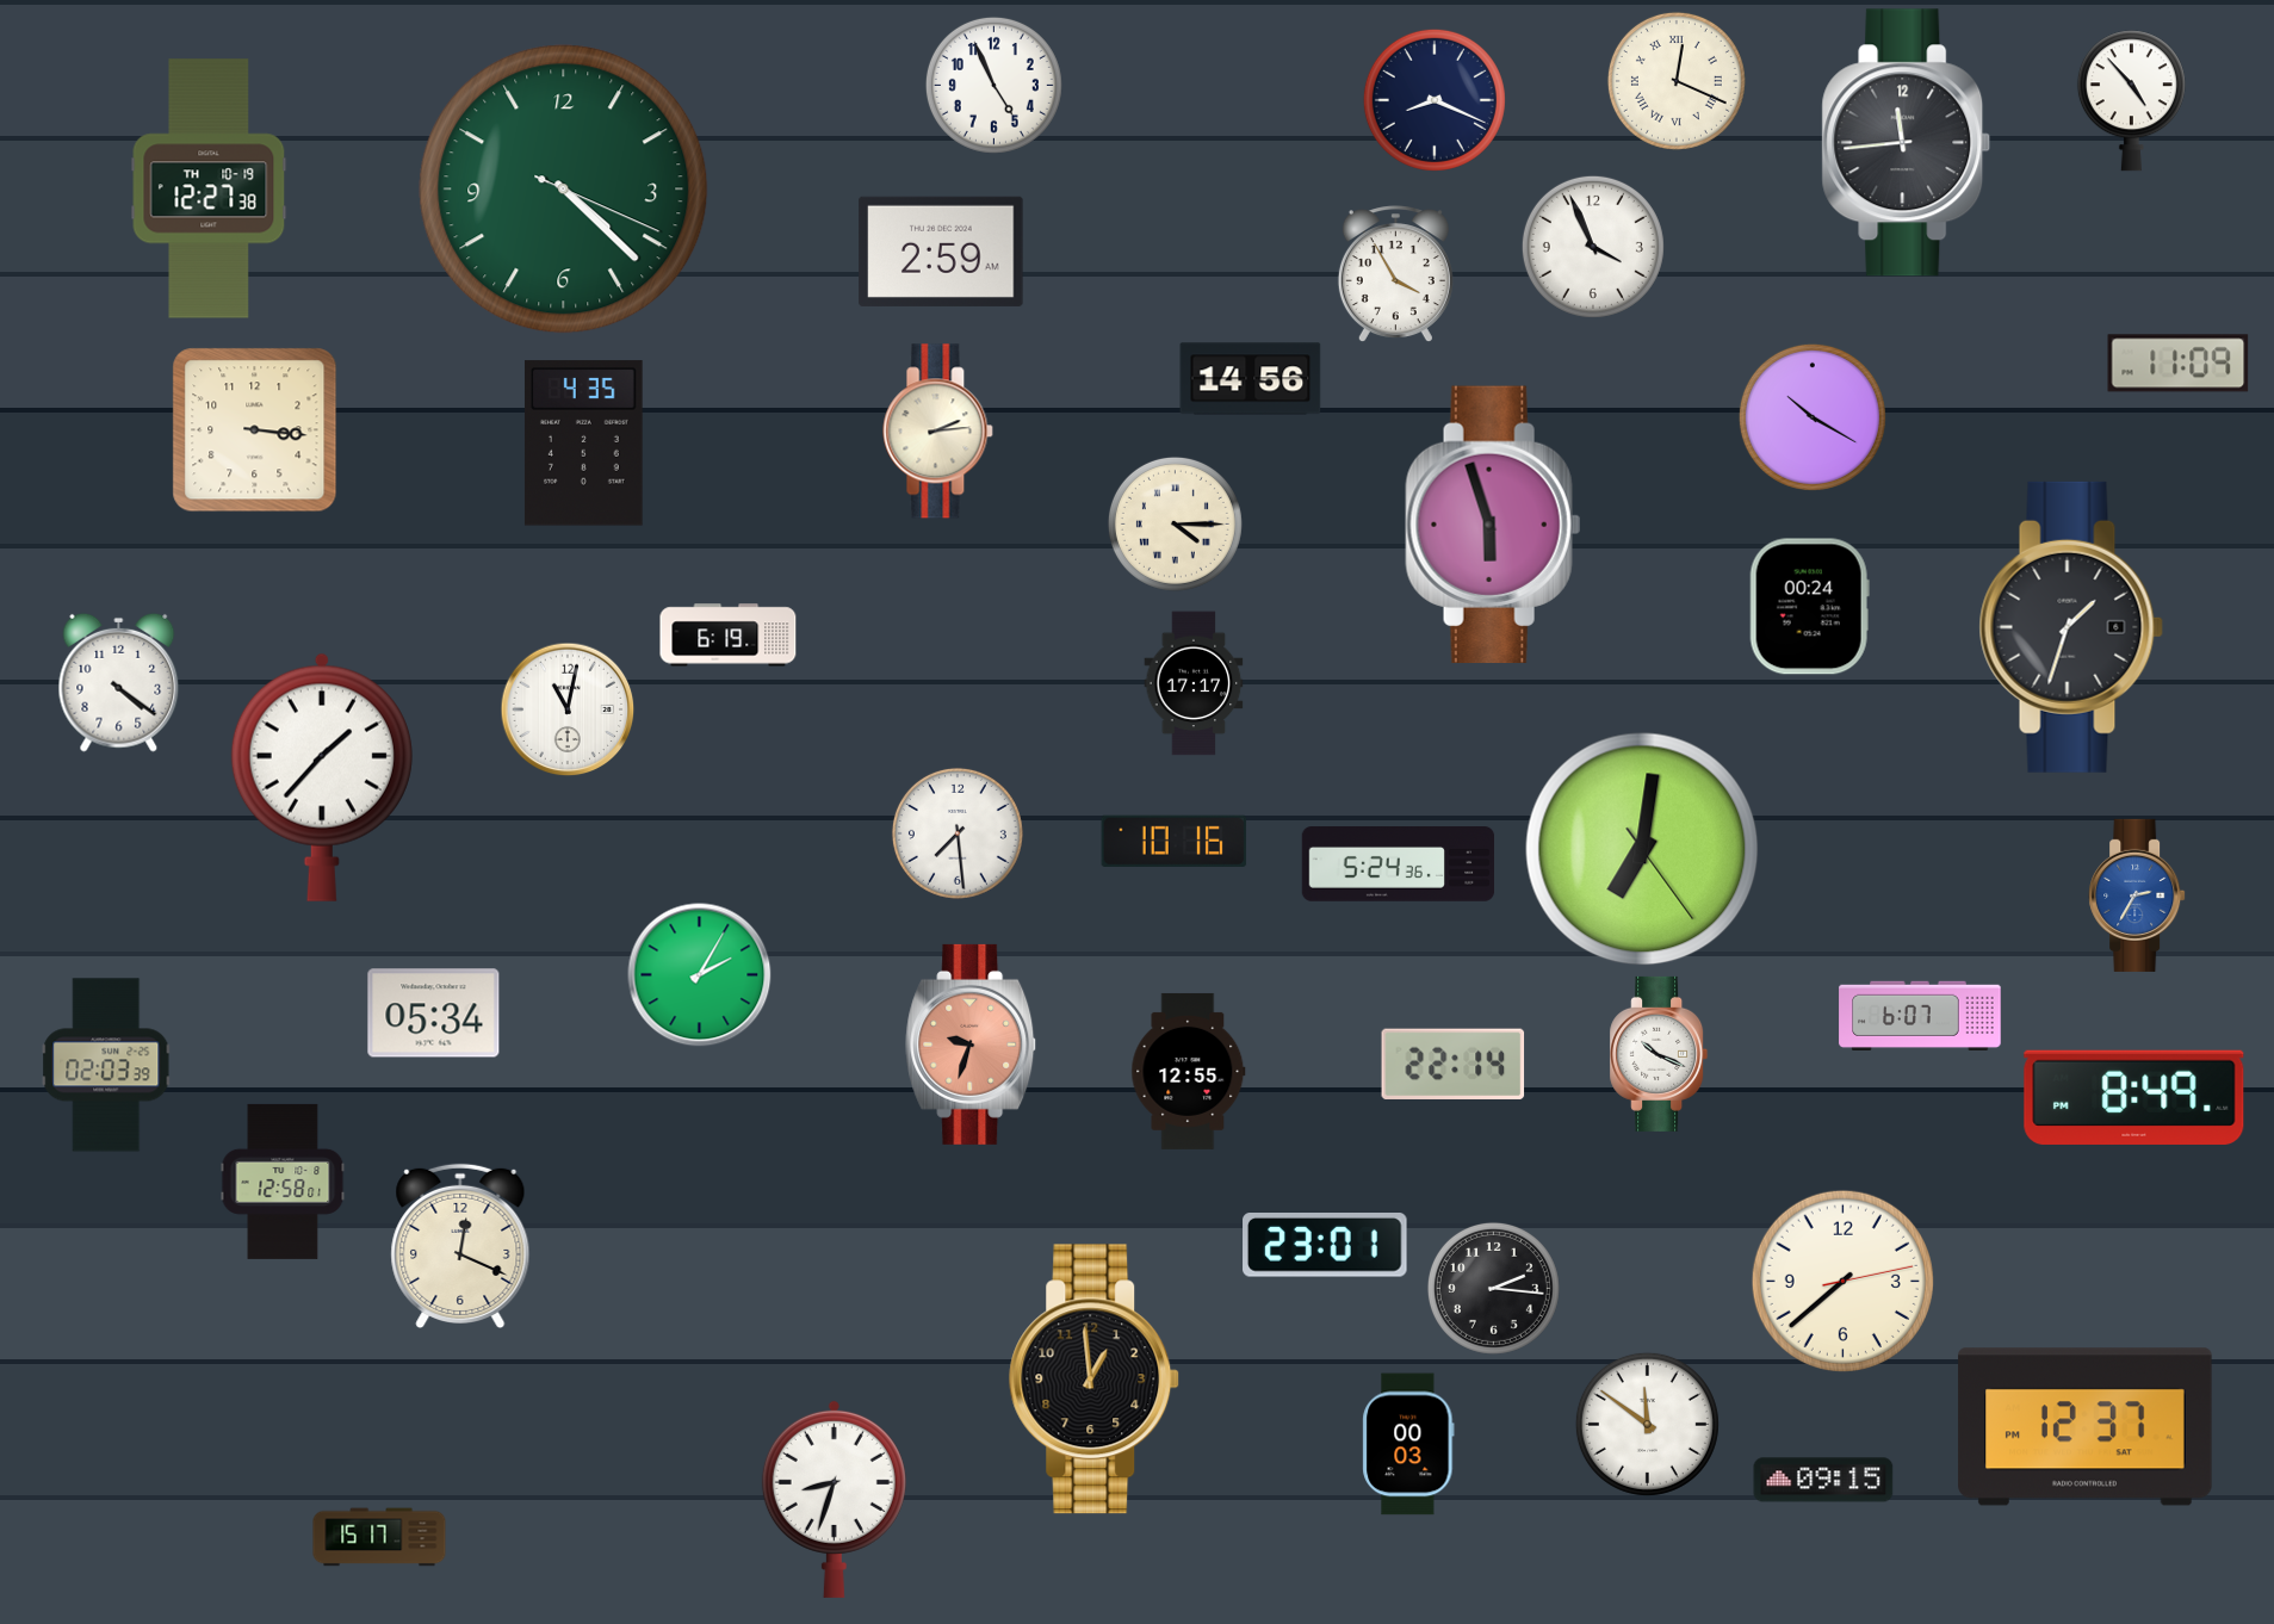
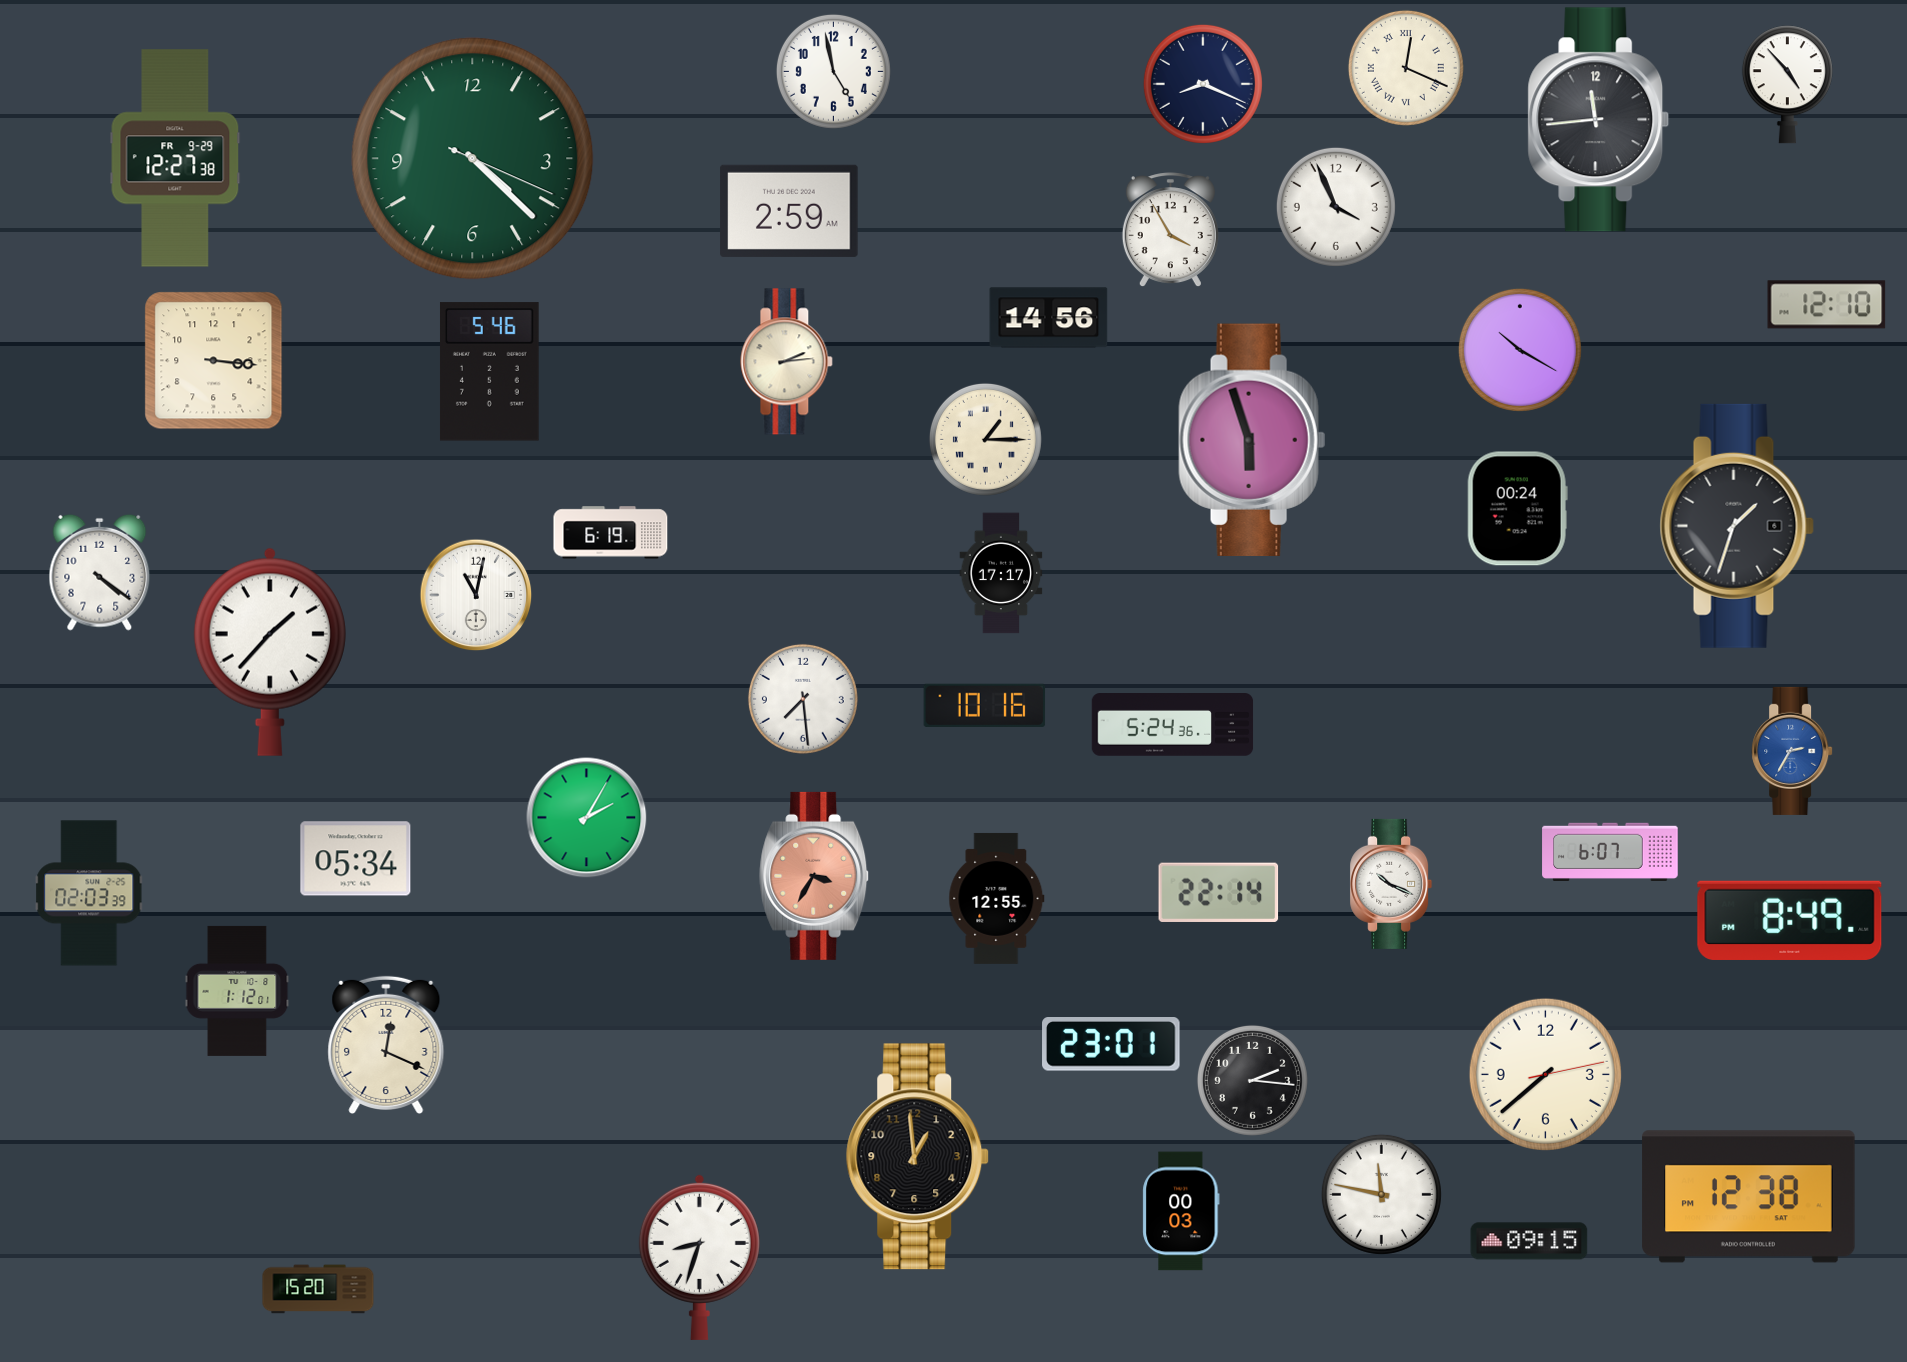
clock at (993, 85): 4:56 -> 4:58
clock at (209, 188) date: TH 10-19 -> FR 9-29
clock at (2179, 364): 11:09 -> 12:10
clock at (583, 444): 4:35 -> 5:46
clock at (1175, 523): 4:15 -> 1:15
clock at (1642, 849): 7:01 -> none
clock at (434, 1014) position: (434, 1014) -> (356, 859)
clock at (972, 1045): 9:33 -> 3:35
clock at (283, 1182): 12:58 -> 1:12
clock at (1647, 1424): 11:51 -> 11:47
clock at (2086, 1427): 12:37 -> 12:38
clock at (379, 1537): 15:17 -> 15:20
